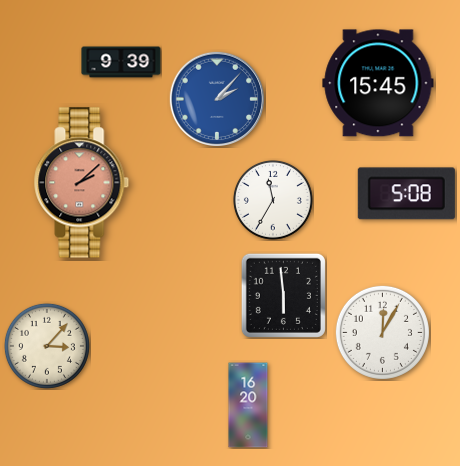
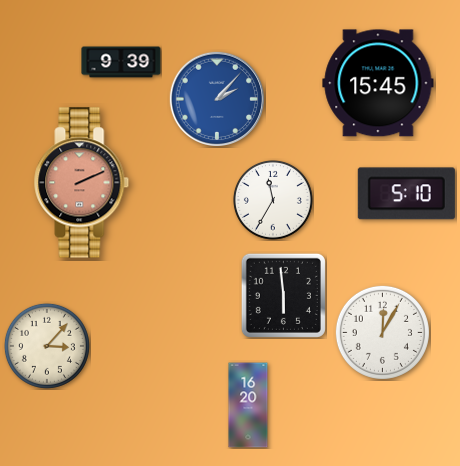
clock at (82, 183): 2:08 -> 2:11
clock at (406, 194): 5:08 -> 5:10
